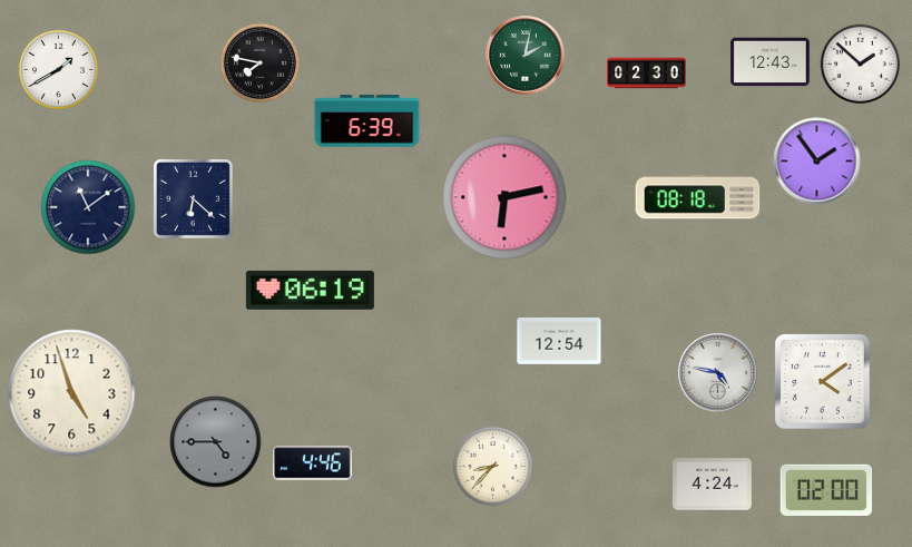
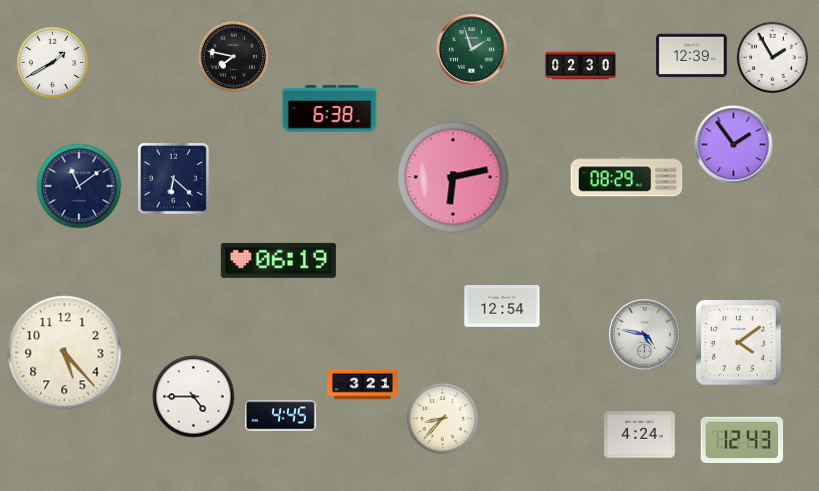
clock at (526, 56): 2:02 -> 1:57
clock at (771, 62): 12:43 -> 12:39
clock at (861, 65): 1:52 -> 1:55
clock at (367, 121): 6:39 -> 6:38
clock at (698, 197): 08:18 -> 08:29
clock at (72, 393): 4:57 -> 5:23
clock at (363, 385): none -> 3:21
clock at (216, 442) dial: grey -> white
clock at (313, 463): 4:46 -> 4:45
clock at (826, 489): 02:00 -> 12:43
